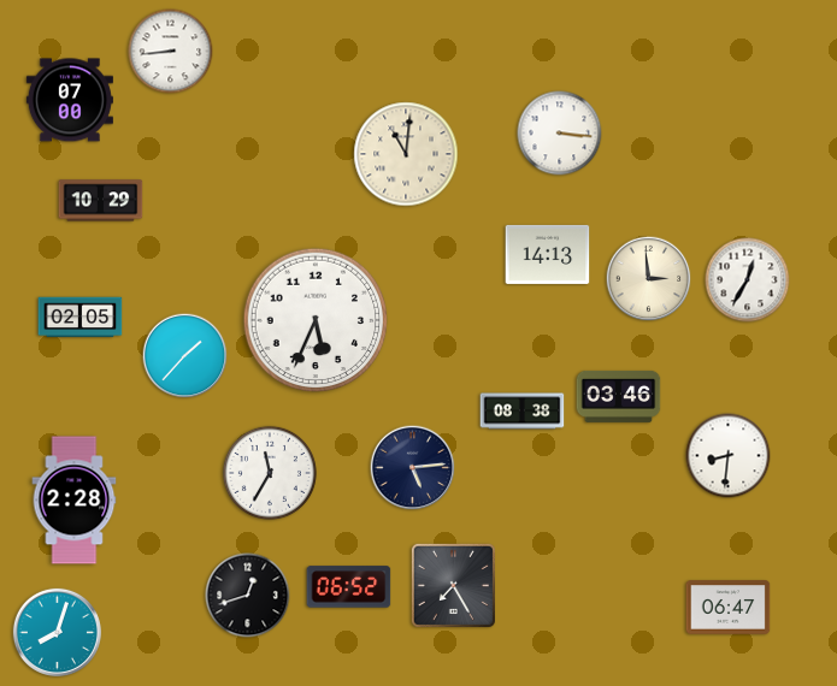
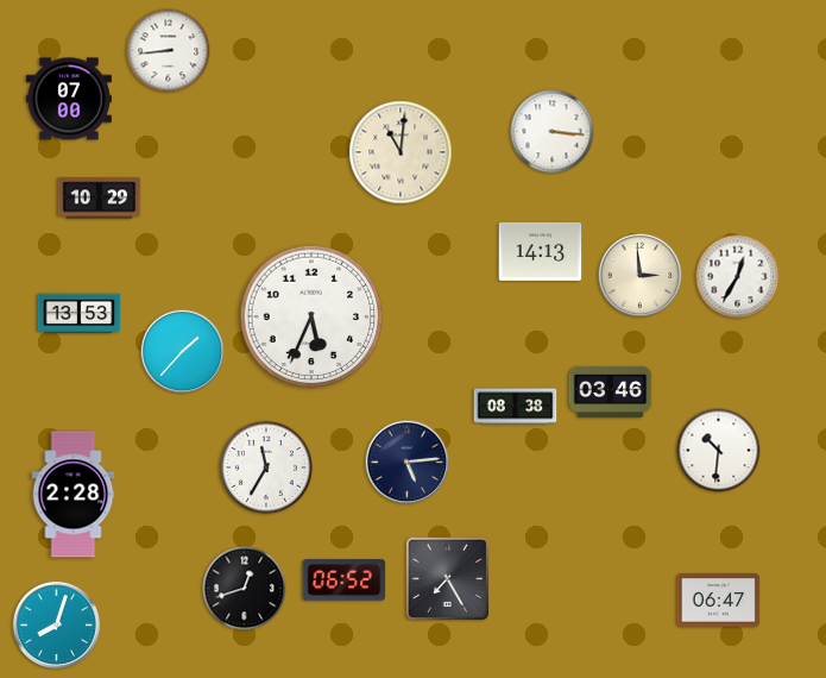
clock at (81, 318): 02:05 -> 13:53
clock at (729, 456): 8:31 -> 10:31
